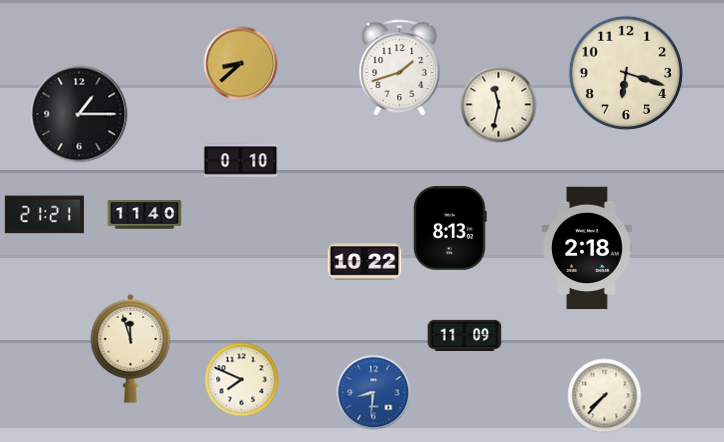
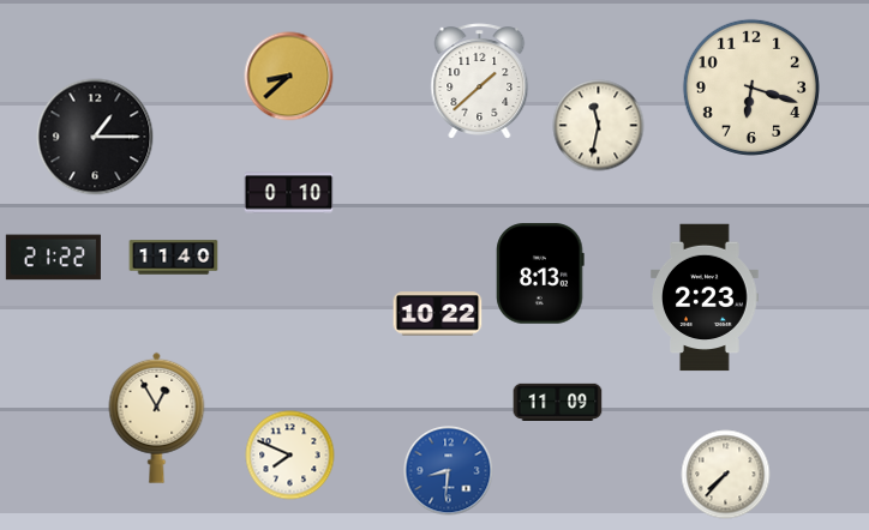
clock at (400, 68): 1:42 -> 1:38
clock at (44, 215): 21:21 -> 21:22
clock at (587, 248): 2:18 -> 2:23
clock at (131, 348): 11:57 -> 12:55
